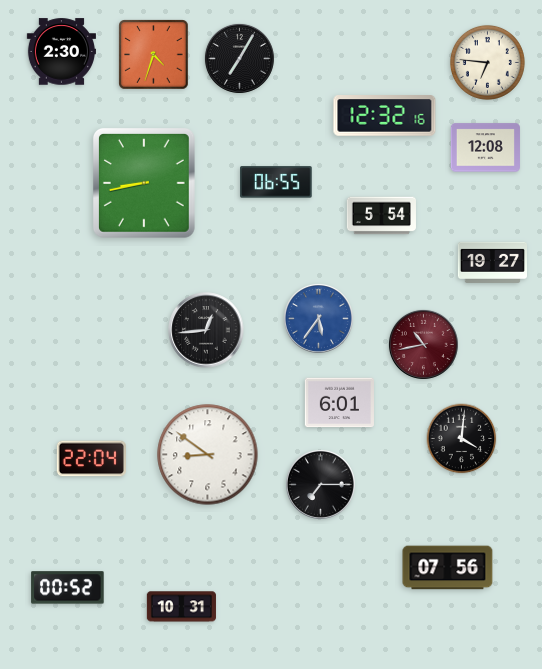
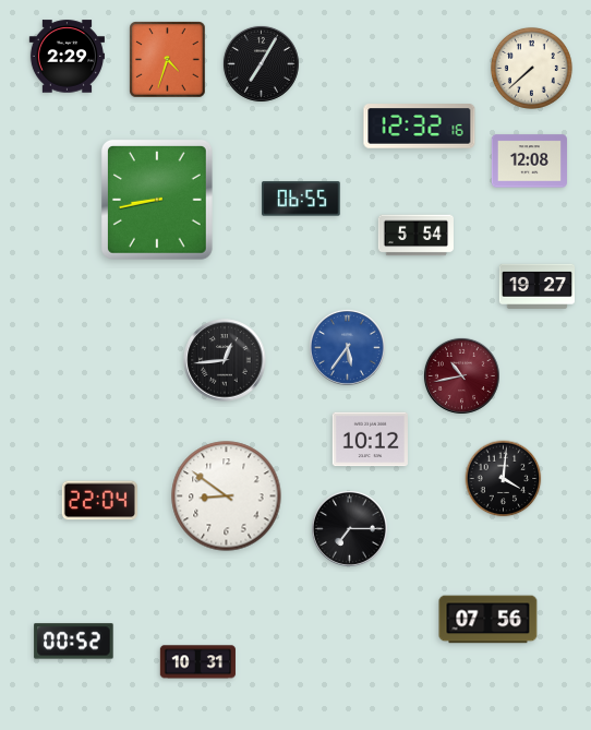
clock at (61, 52): 2:30 -> 2:29
clock at (487, 62): 6:46 -> 7:38
clock at (339, 403): 6:01 -> 10:12
